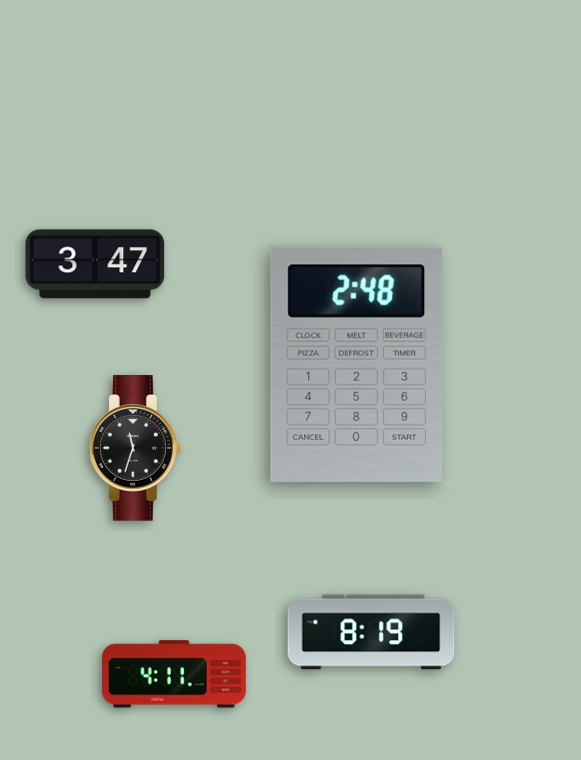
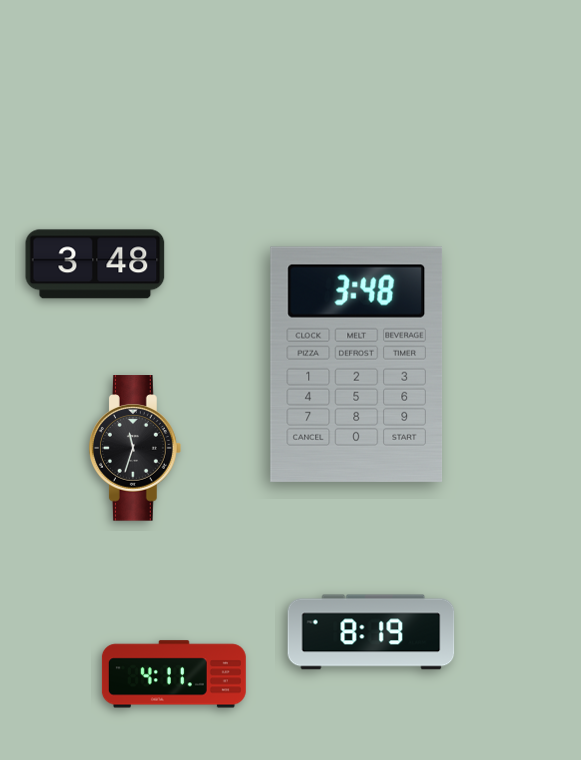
clock at (95, 264): 3:47 -> 3:48
clock at (357, 364): 2:48 -> 3:48
